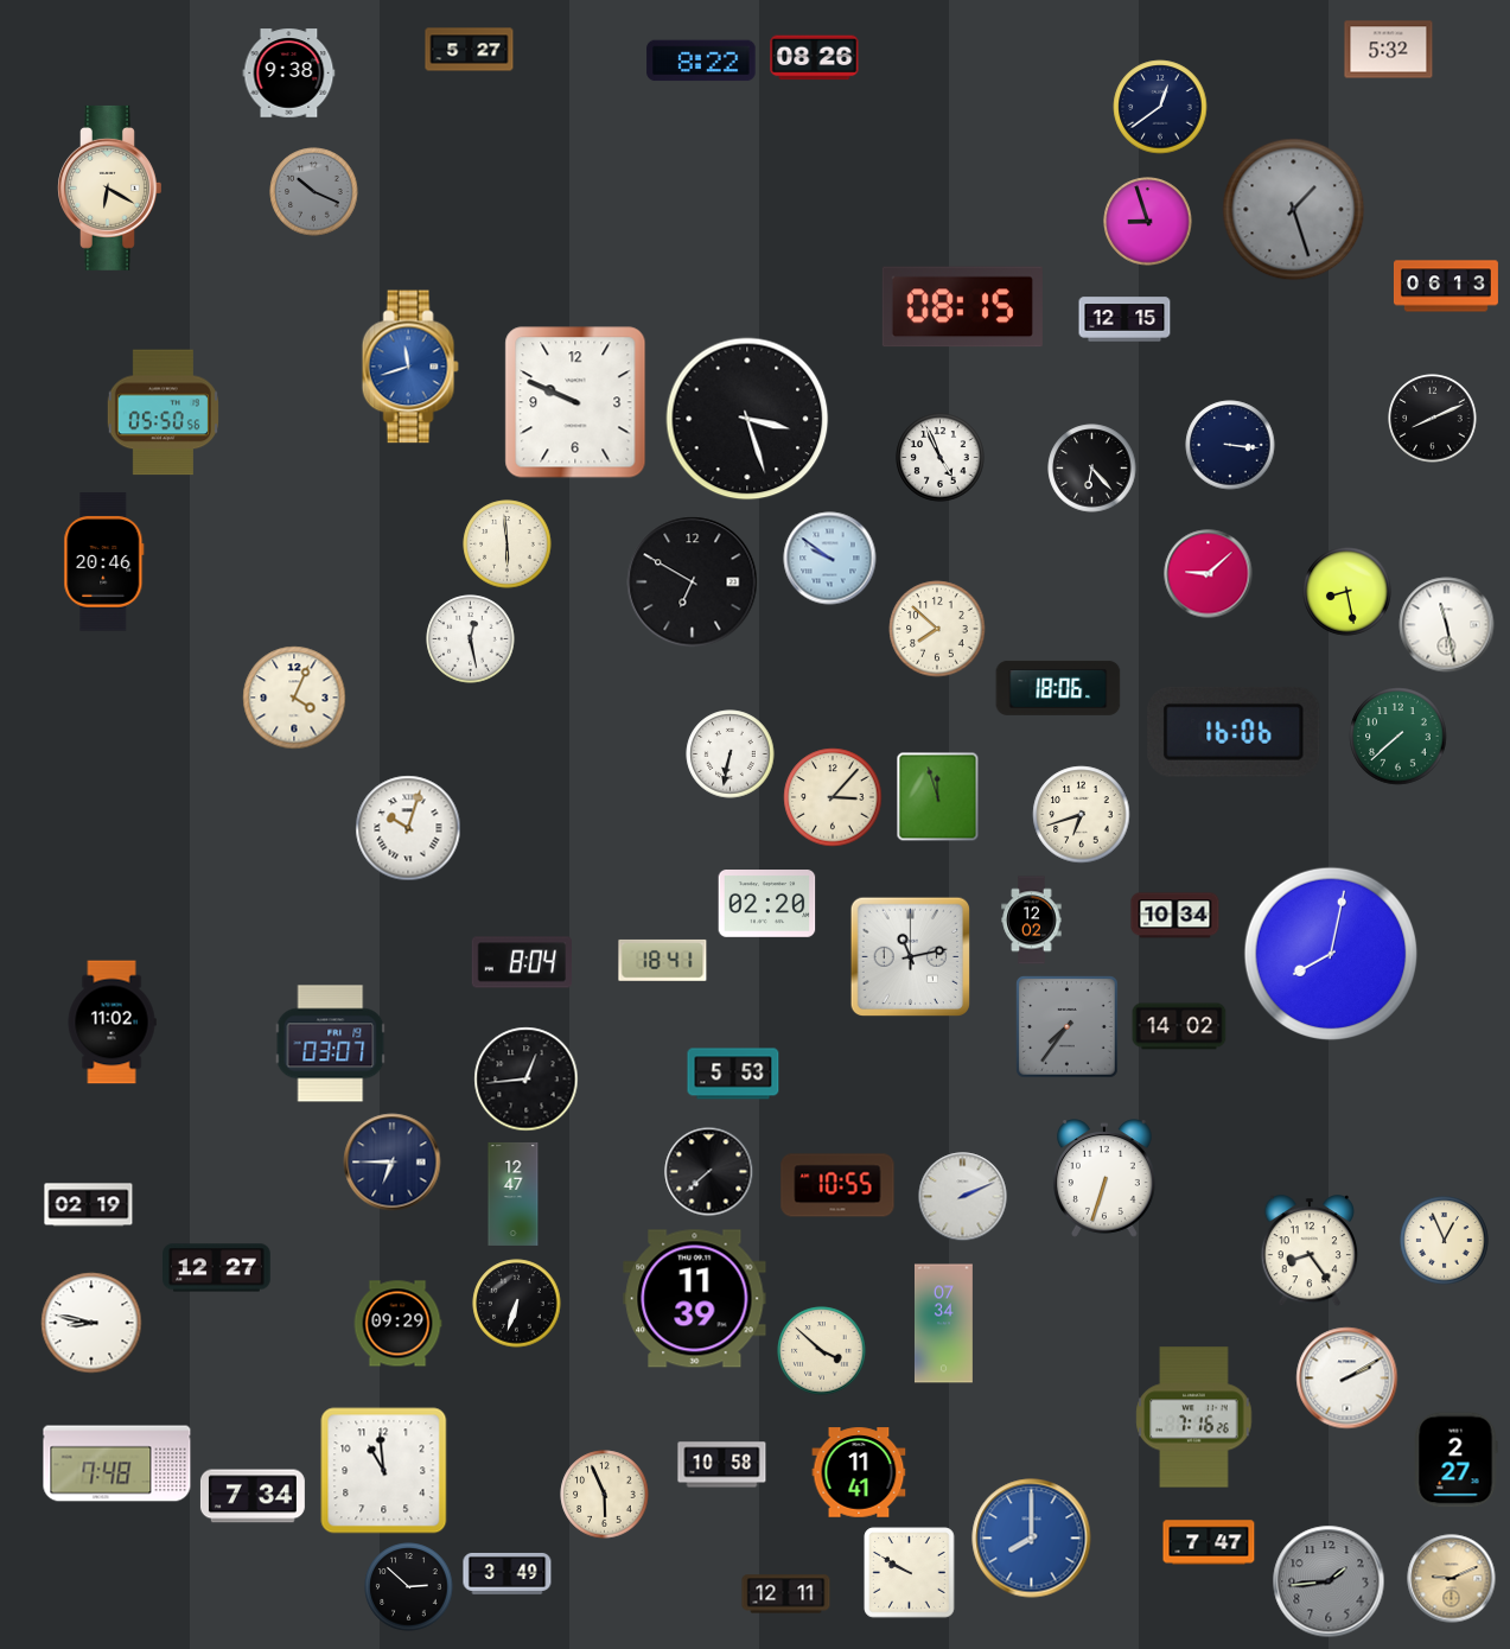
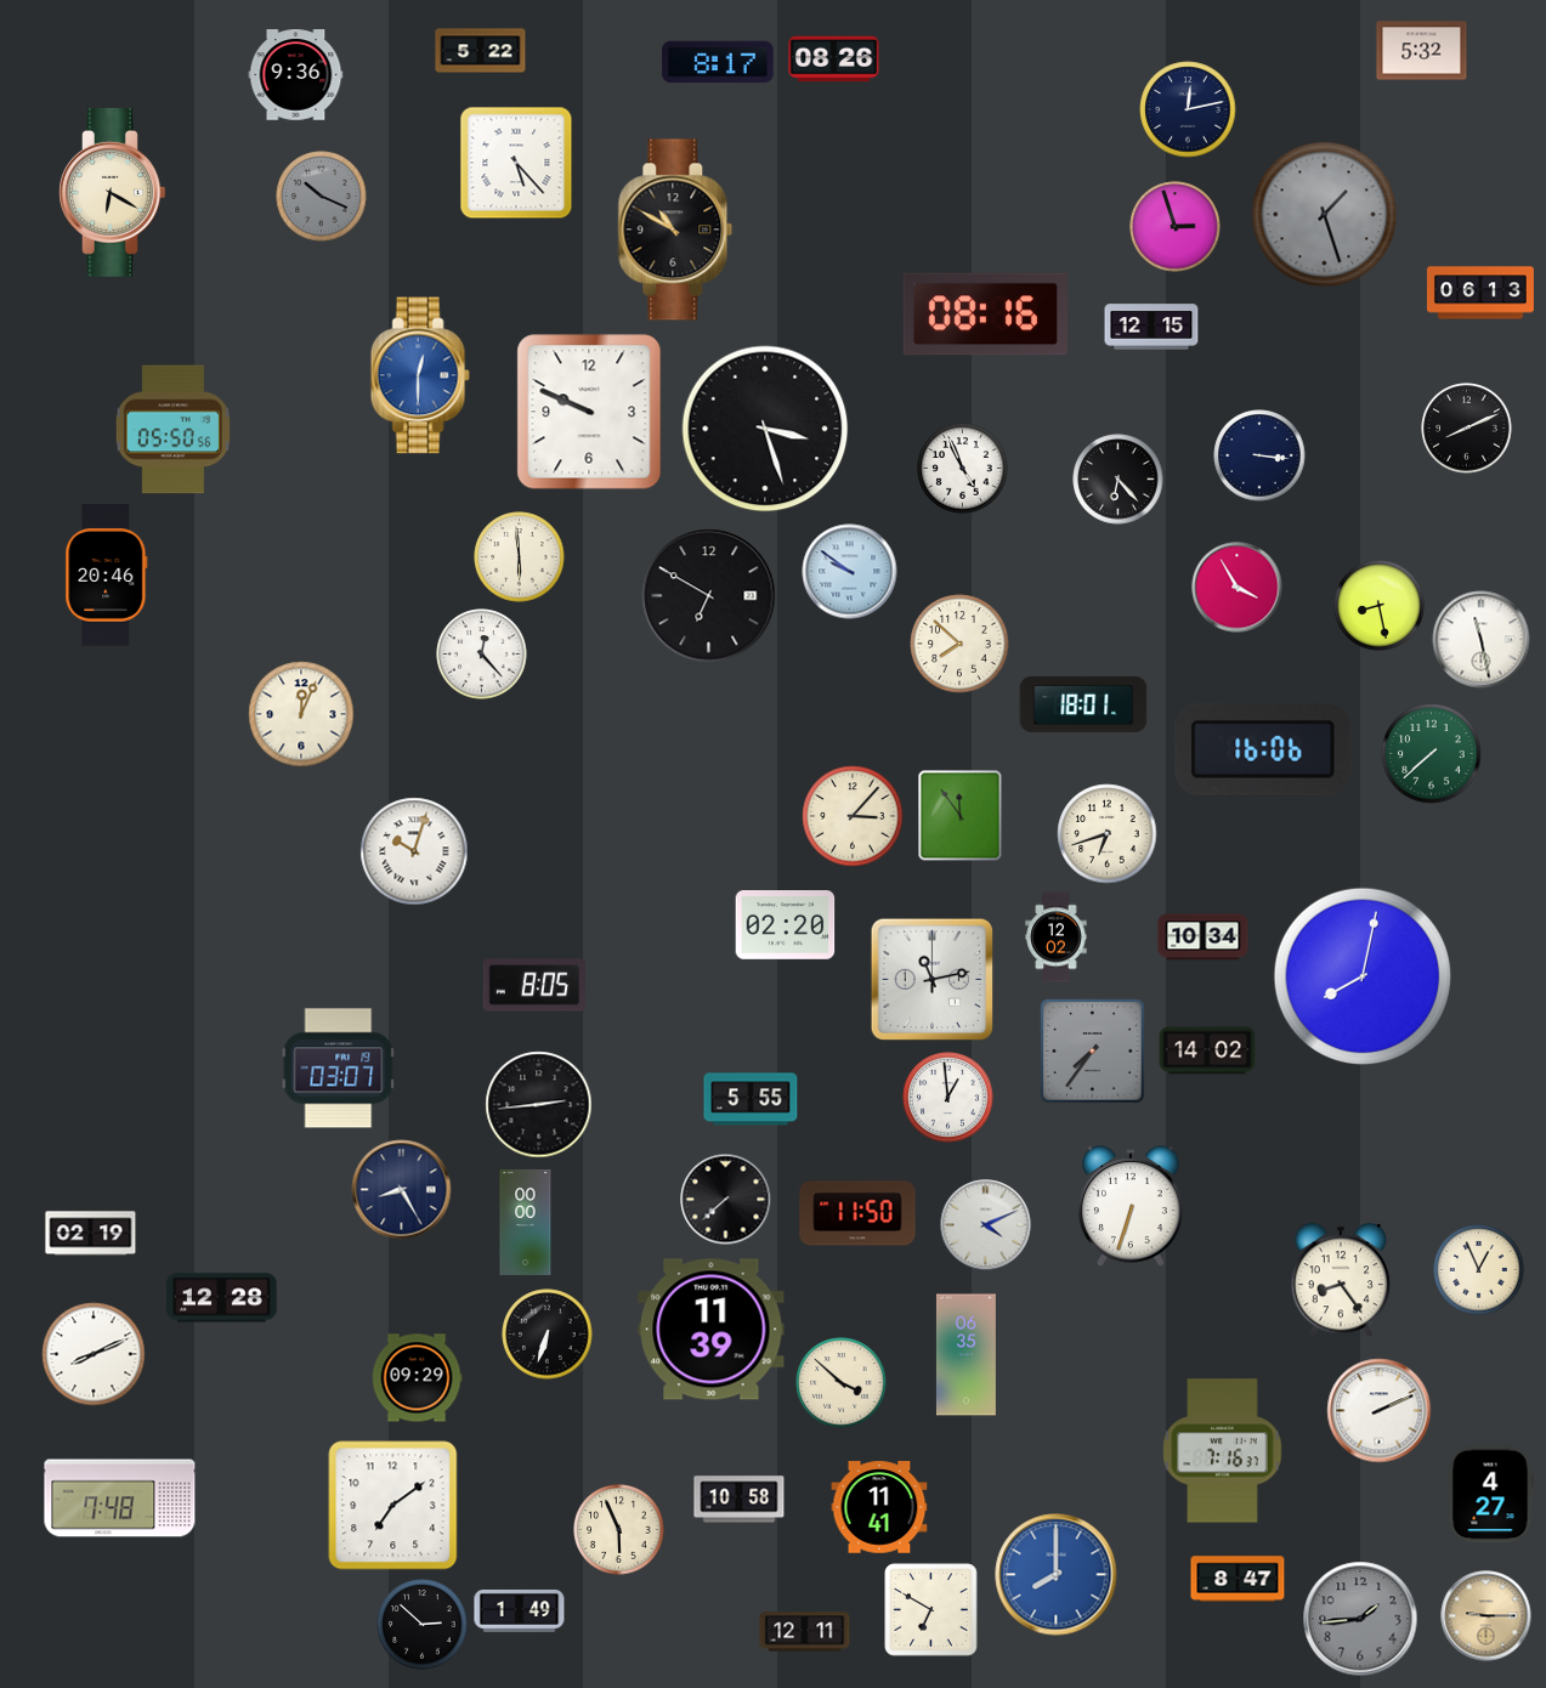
clock at (470, 50): 5:27 -> 5:22
clock at (701, 61): 8:22 -> 8:17
clock at (289, 74): 9:38 -> 9:36
clock at (1160, 107): 12:39 -> 12:13
clock at (516, 163): none -> 5:23
clock at (1148, 222): 8:57 -> 2:57
clock at (675, 230): none -> 10:50
clock at (962, 307): 08:15 -> 08:16
clock at (410, 367): 11:42 -> 12:30
clock at (163, 413) position: (163, 413) -> (172, 430)
clock at (1209, 574): 9:08 -> 3:55
clock at (471, 639): 12:28 -> 12:23
clock at (1058, 688): 18:06 -> 18:01
clock at (294, 698): 4:04 -> 12:04
clock at (731, 755): 6:32 -> none
clock at (938, 797): 11:57 -> 11:54
clock at (408, 828) position: (408, 828) -> (414, 851)
clock at (1032, 921) position: (1032, 921) -> (1057, 938)
clock at (663, 960): 18:41 -> none
clock at (521, 962): 8:04 -> 8:05
clock at (112, 1023): 11:02 -> none
clock at (948, 1098): none -> 12:59
clock at (733, 1074): 5:53 -> 5:55
clock at (527, 1080): 12:44 -> 2:44
clock at (393, 1163): 6:45 -> 8:25
clock at (837, 1185): 10:55 -> 11:50
clock at (514, 1193): 12:47 -> 00:00
clock at (963, 1197): 2:11 -> 4:11
clock at (217, 1268): 12:27 -> 12:28
clock at (517, 1304) position: (517, 1304) -> (548, 1335)
clock at (91, 1323): 8:47 -> 8:11
clock at (397, 1324) position: (397, 1324) -> (417, 1378)
clock at (943, 1324): 07:34 -> 06:35
clock at (1347, 1379): 2:10 -> 2:11
clock at (1194, 1418): 7:16:26 -> 7:16:37
clock at (1455, 1460): 2:27 -> 4:27
clock at (384, 1471): 10:59 -> 7:09
clock at (253, 1496): 7:34 -> none
clock at (1209, 1542): 7:47 -> 8:47
clock at (910, 1573): 9:50 -> 6:50
clock at (508, 1574): 3:49 -> 1:49
clock at (1452, 1579): 9:11 -> 9:15
clock at (409, 1587) position: (409, 1587) -> (423, 1625)
